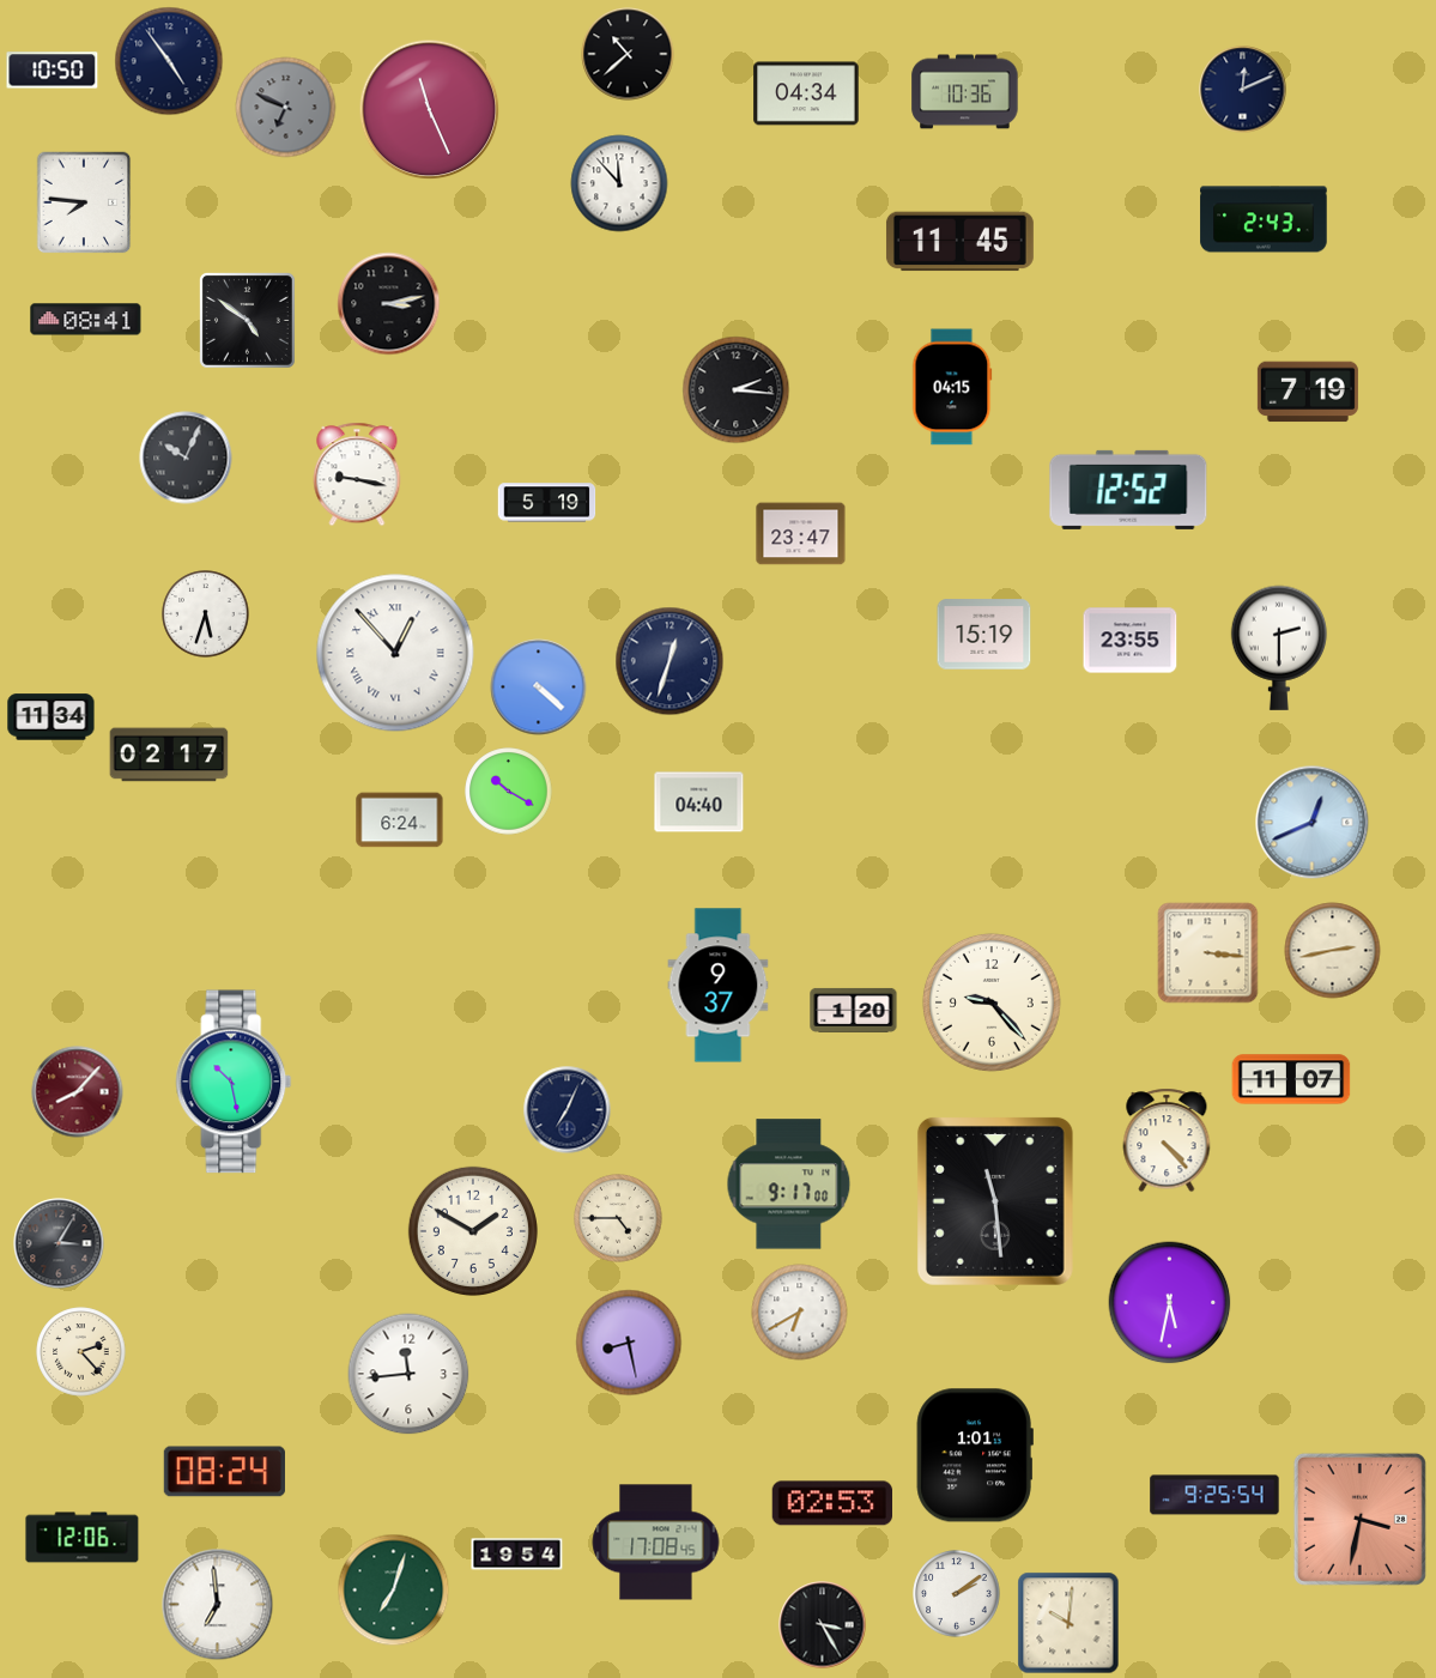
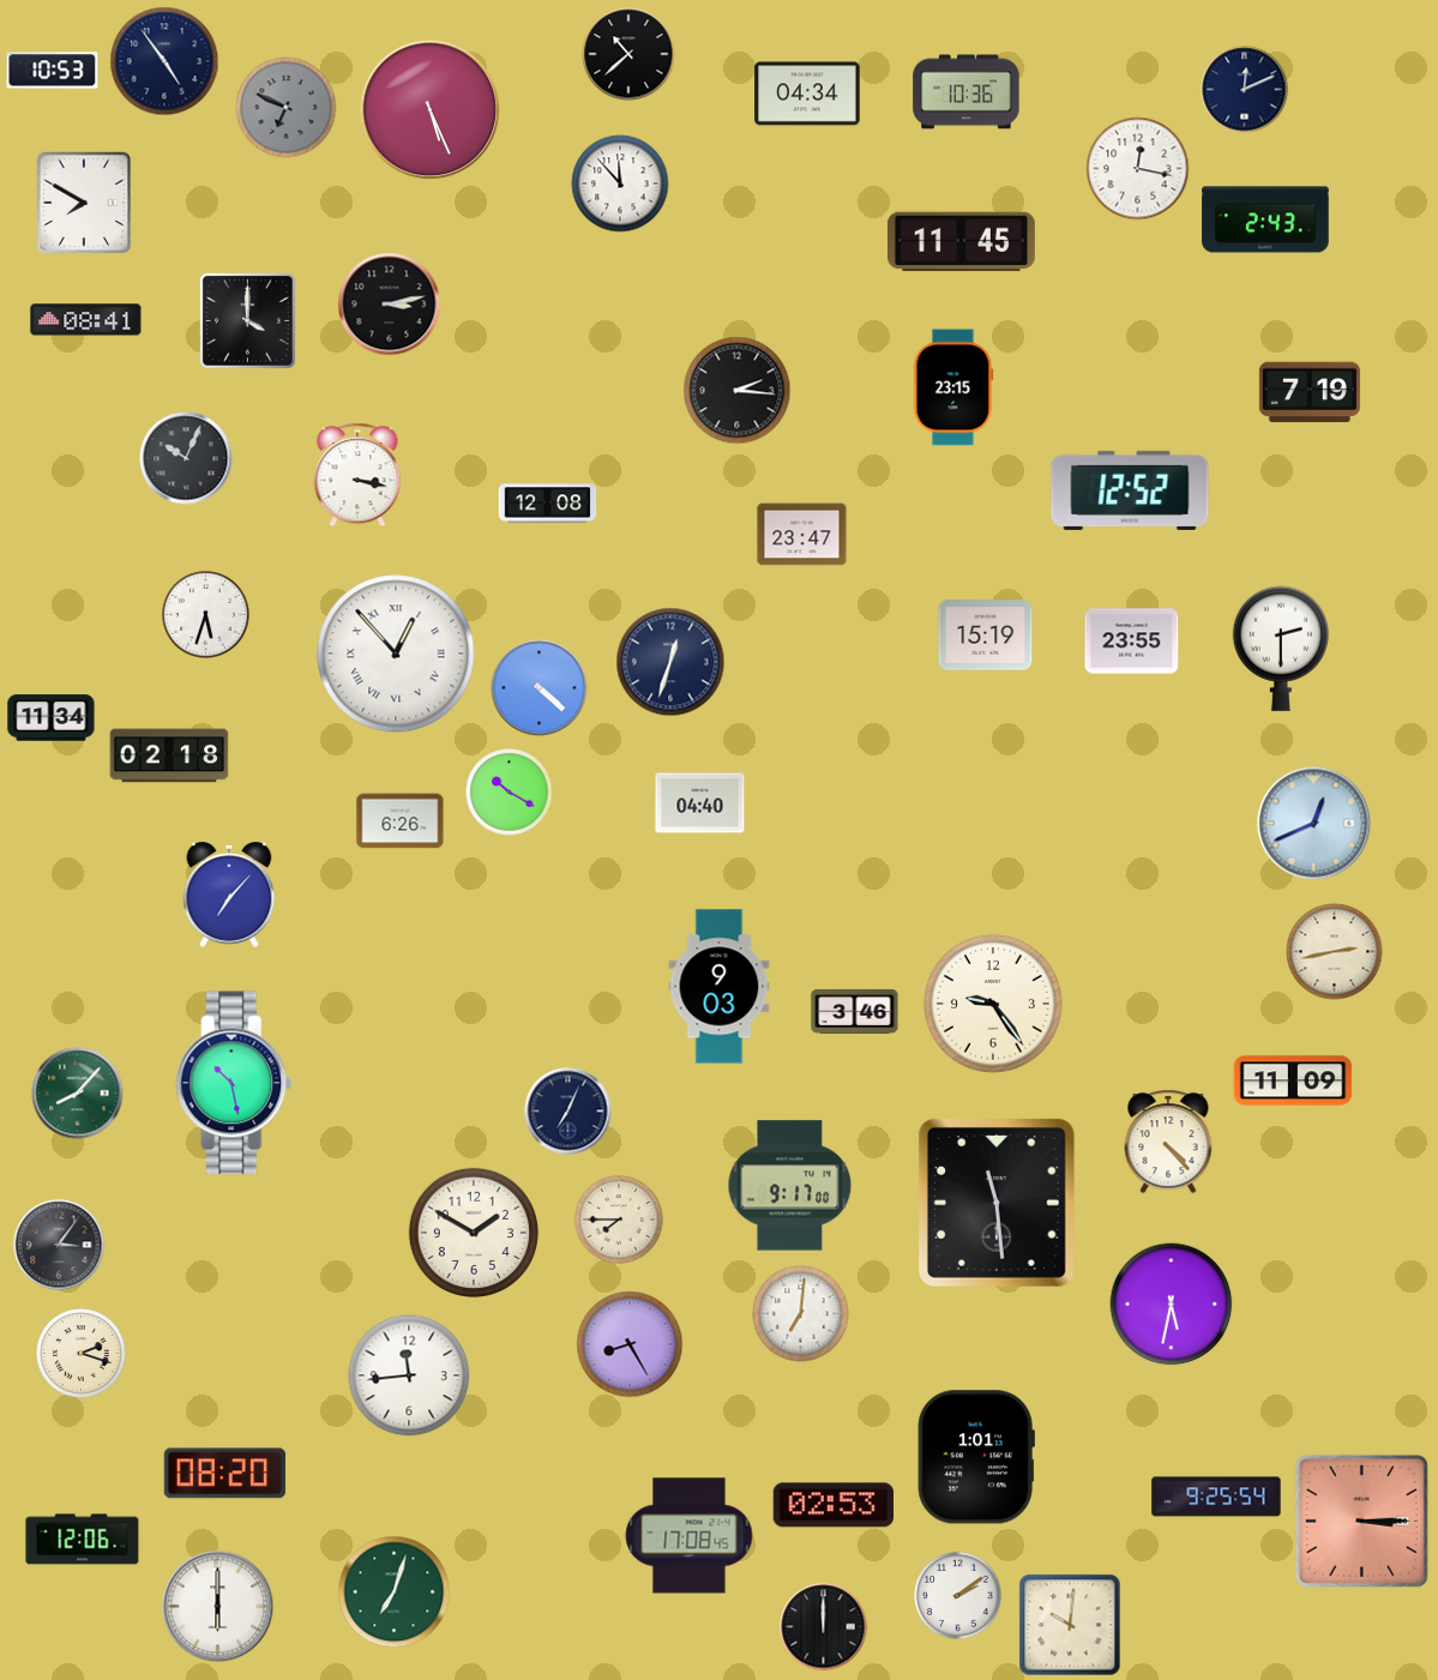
clock at (169, 61) position: (169, 61) -> (164, 61)
clock at (53, 71): 10:50 -> 10:53
clock at (430, 110): 11:26 -> 5:26
clock at (1138, 169): none -> 12:17
clock at (84, 202): 7:46 -> 7:50
clock at (247, 320): 4:51 -> 4:00
clock at (952, 387): 04:15 -> 23:15
clock at (357, 474): 9:17 -> 3:17
clock at (547, 503): 5:19 -> 12:08
clock at (169, 755): 02:17 -> 02:18
clock at (400, 820): 6:24 -> 6:26
clock at (229, 896): none -> 7:07
clock at (1208, 953): 3:16 -> none
clock at (719, 986): 9:37 -> 9:03
clock at (992, 1002): 9:23 -> 9:24
clock at (854, 1010): 1:20 -> 3:46
clock at (1291, 1079): 11:07 -> 11:09
clock at (78, 1092) dial: burgundy -> green
clock at (618, 1218): 4:45 -> 7:45
clock at (59, 1243): 3:05 -> 3:06
clock at (800, 1313): 6:40 -> 7:01
clock at (629, 1343): 8:28 -> 8:25
clock at (81, 1352): 2:23 -> 2:18
clock at (224, 1472): 08:24 -> 08:20
clock at (1359, 1519): 3:32 -> 3:15
clock at (656, 1543) position: (656, 1543) -> (690, 1536)
clock at (517, 1555): 19:54 -> none
clock at (218, 1605): 6:59 -> 6:00
clock at (823, 1625): 3:25 -> 12:00
